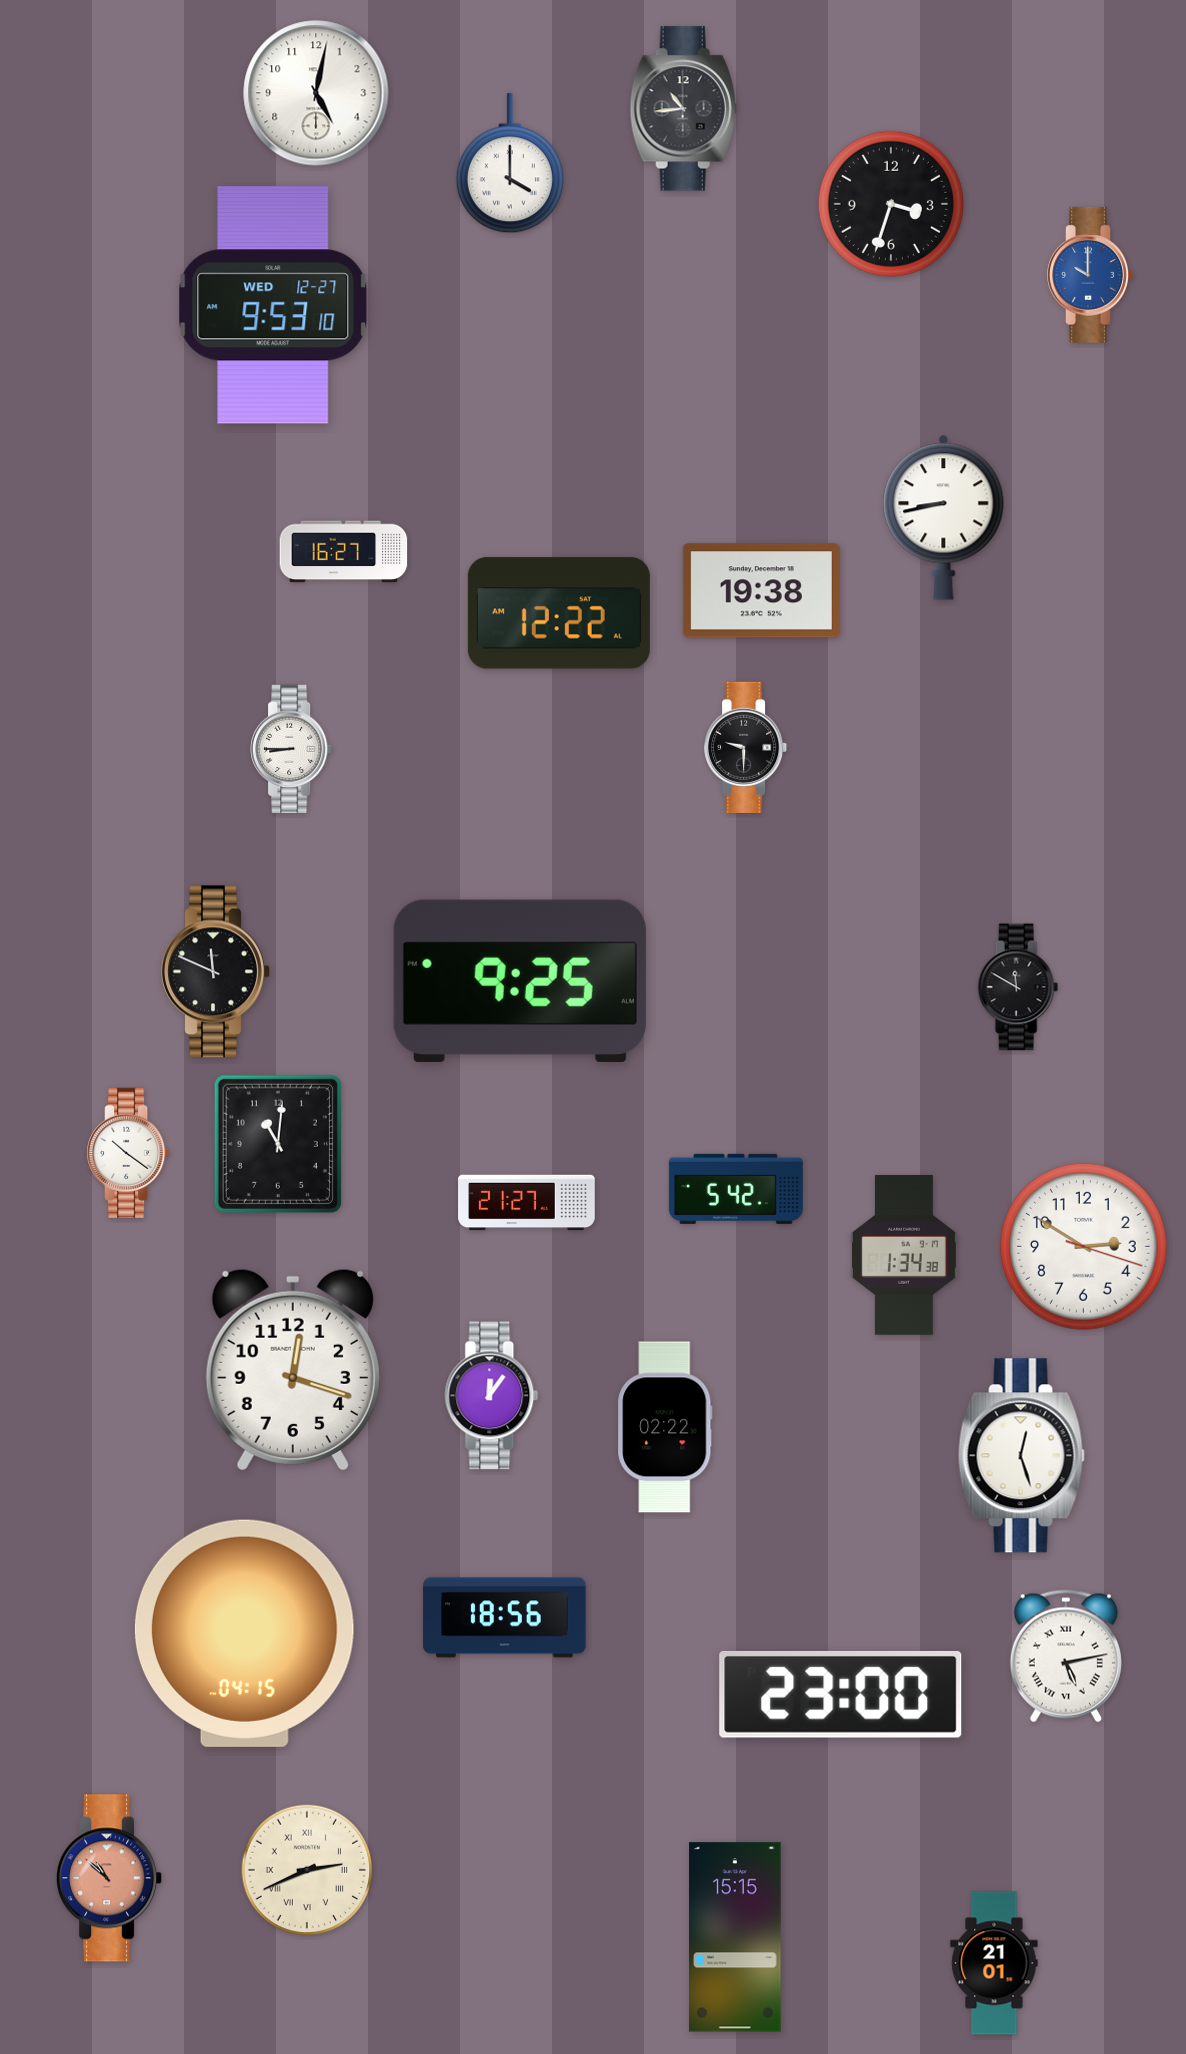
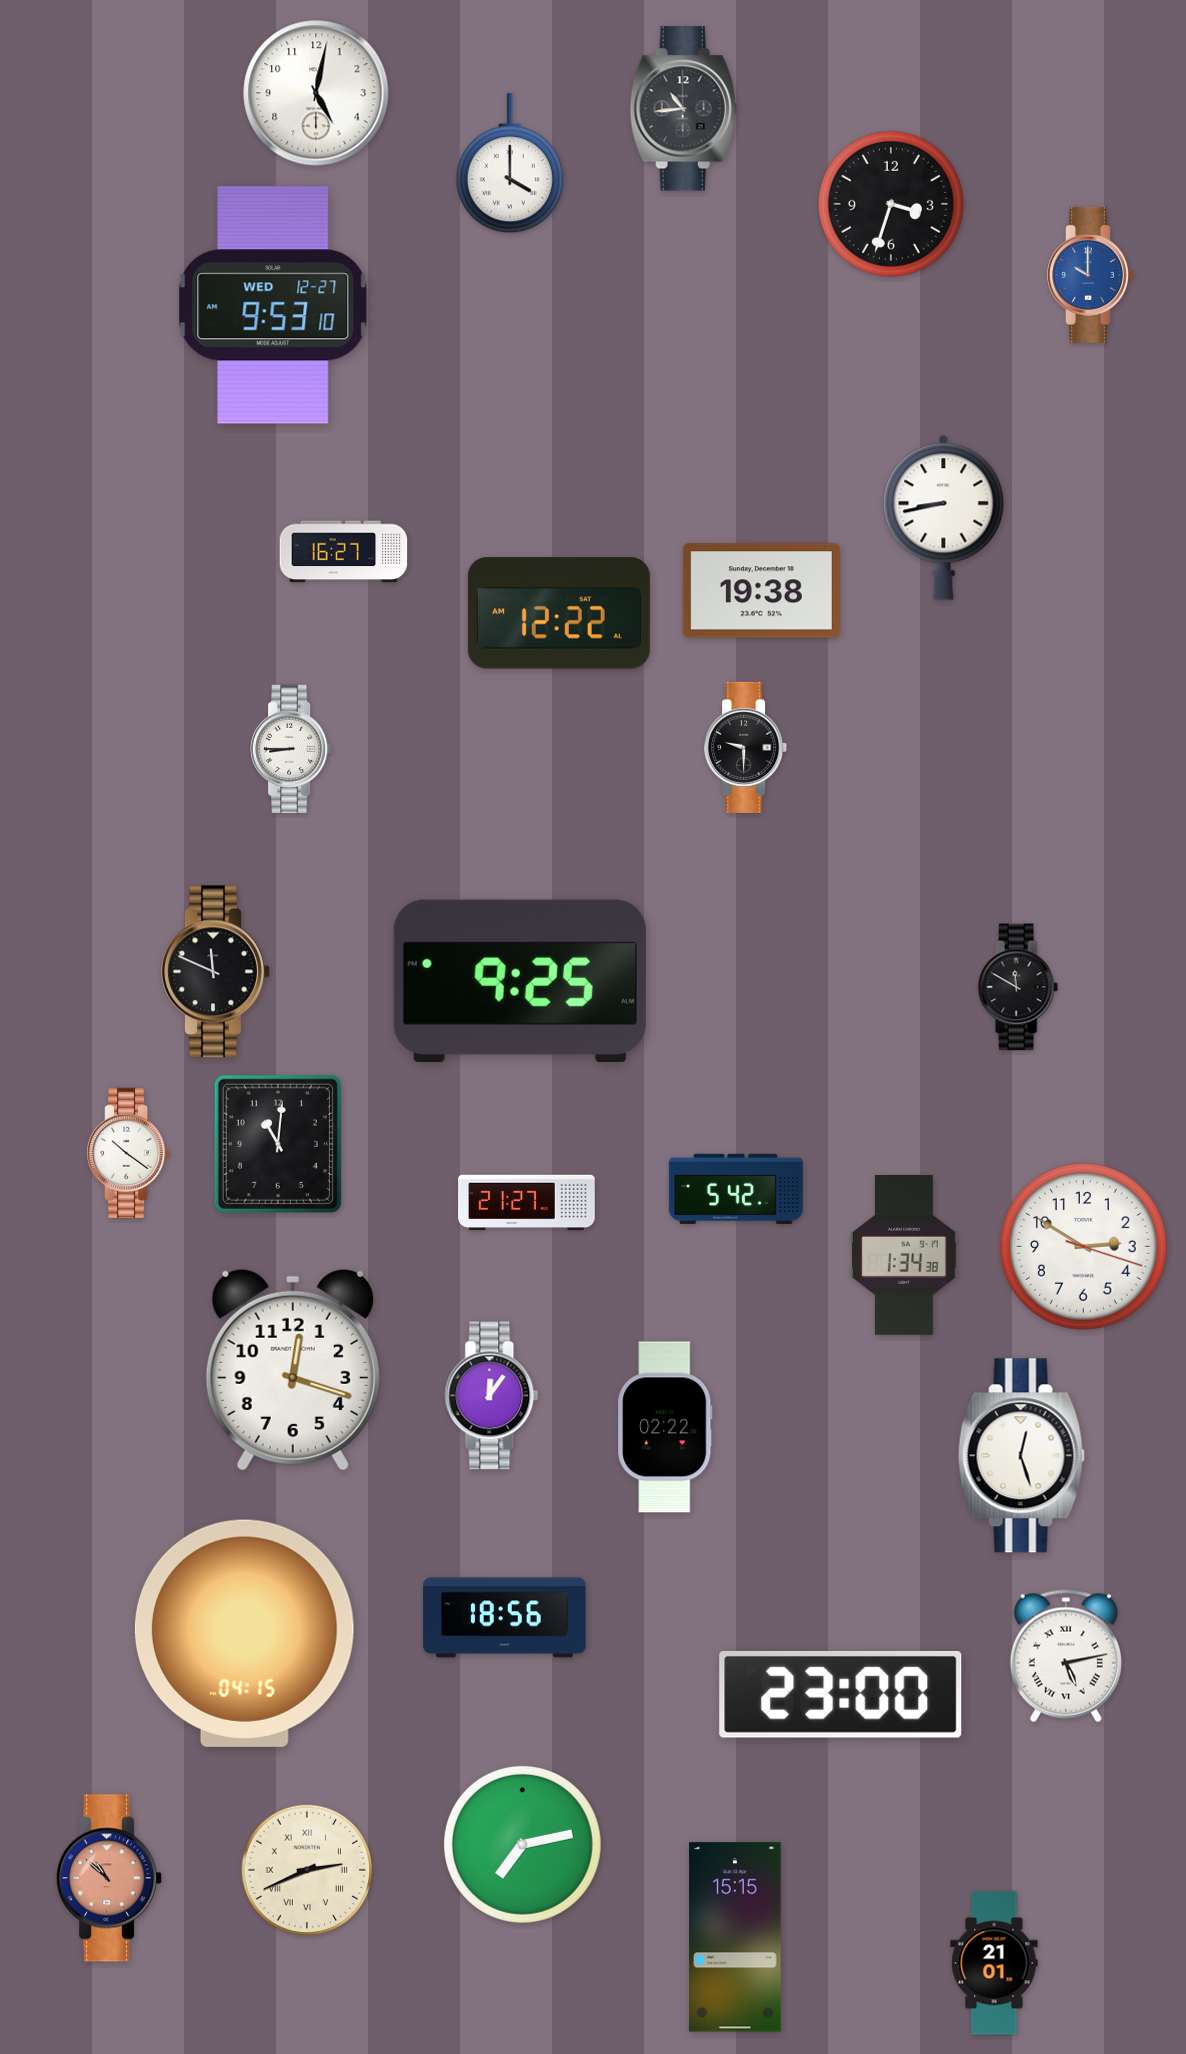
clock at (522, 1844): none -> 7:13
